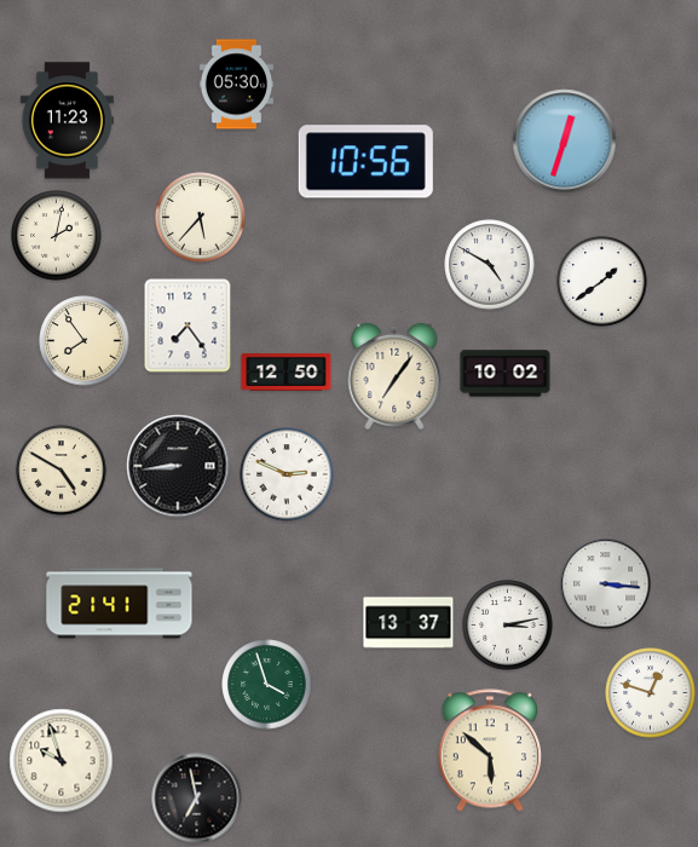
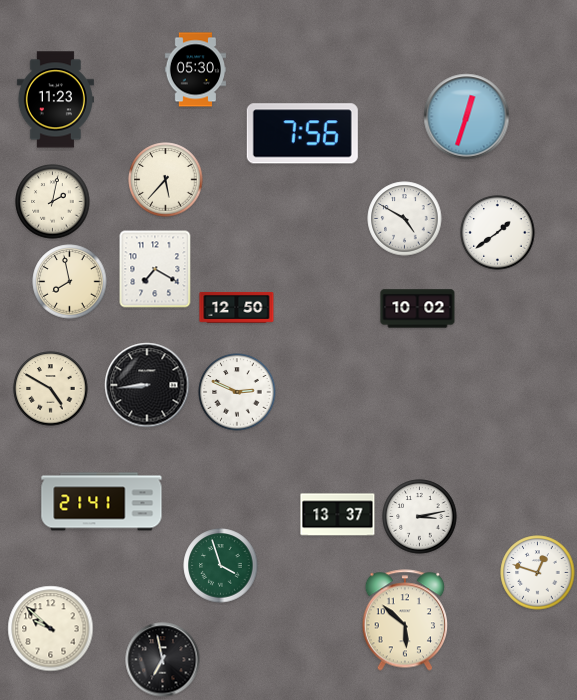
clock at (365, 162): 10:56 -> 7:56
clock at (57, 236) position: (57, 236) -> (53, 202)
clock at (188, 325): 7:24 -> 7:20
clock at (85, 341): 7:54 -> 7:58
clock at (394, 376): 7:06 -> none
clock at (606, 584): 3:16 -> none
clock at (120, 604) position: (120, 604) -> (102, 502)
clock at (62, 761): 9:57 -> 9:52
